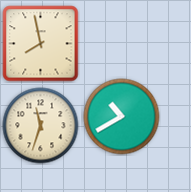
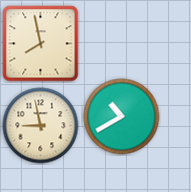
clock at (41, 126): 11:33 -> 8:58
